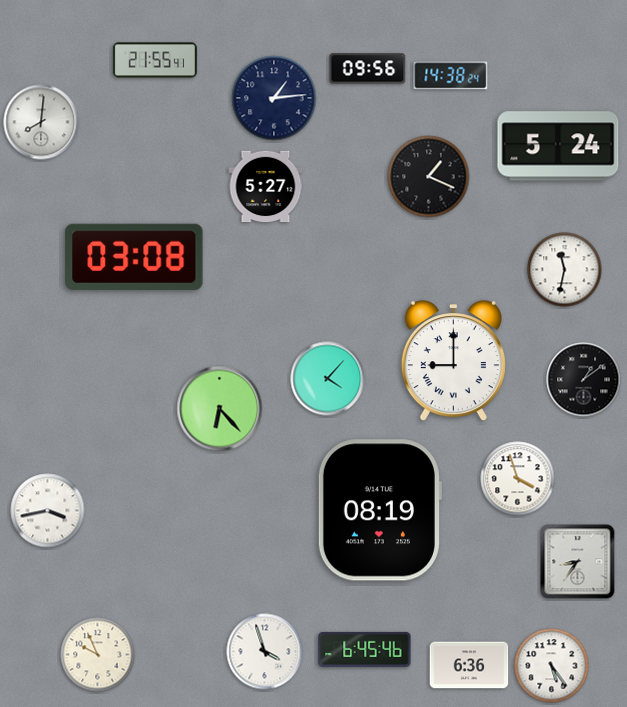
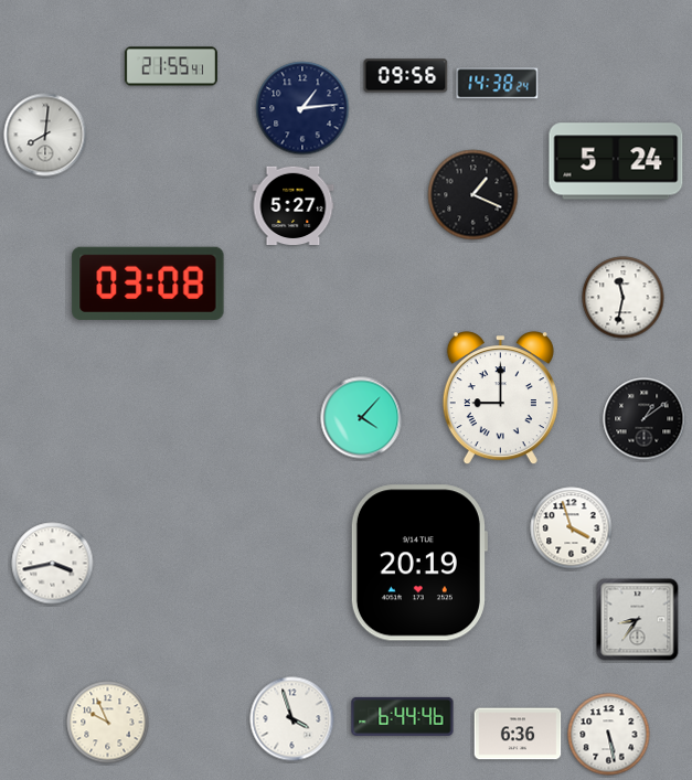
clock at (220, 409): 6:23 -> none
clock at (379, 510): 08:19 -> 20:19
clock at (365, 649): 6:45 -> 6:44
clock at (552, 666): 5:24 -> 5:28
